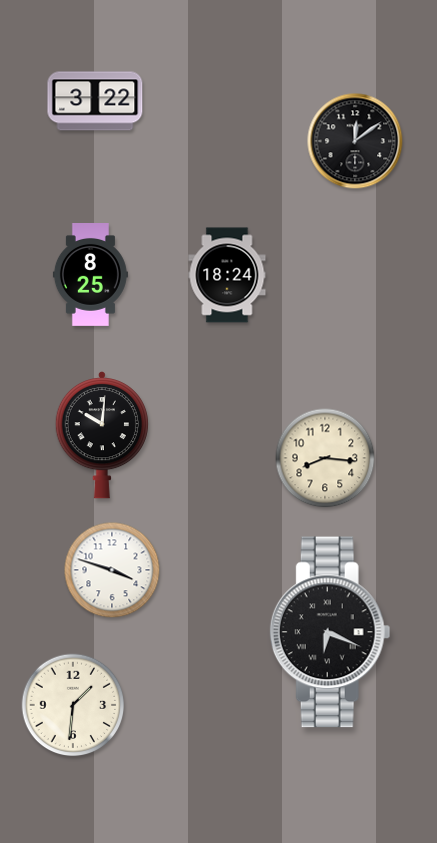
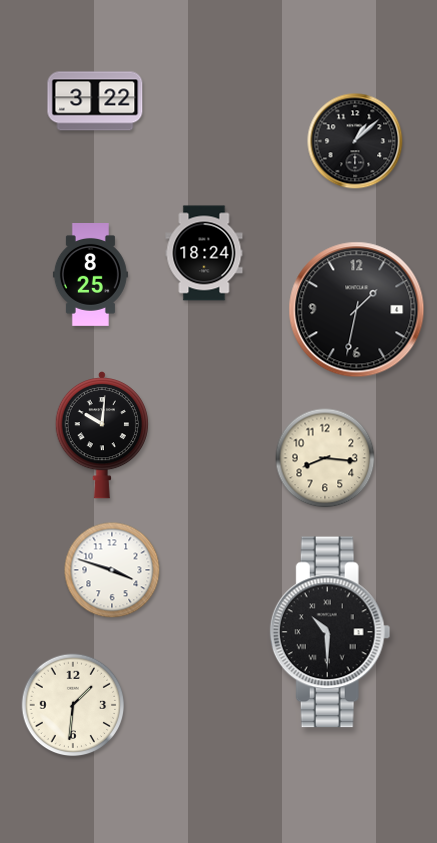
clock at (355, 141): 12:09 -> 1:08
clock at (227, 275) position: (227, 275) -> (204, 253)
clock at (357, 310): none -> 1:32
clock at (330, 632): 6:19 -> 10:30
